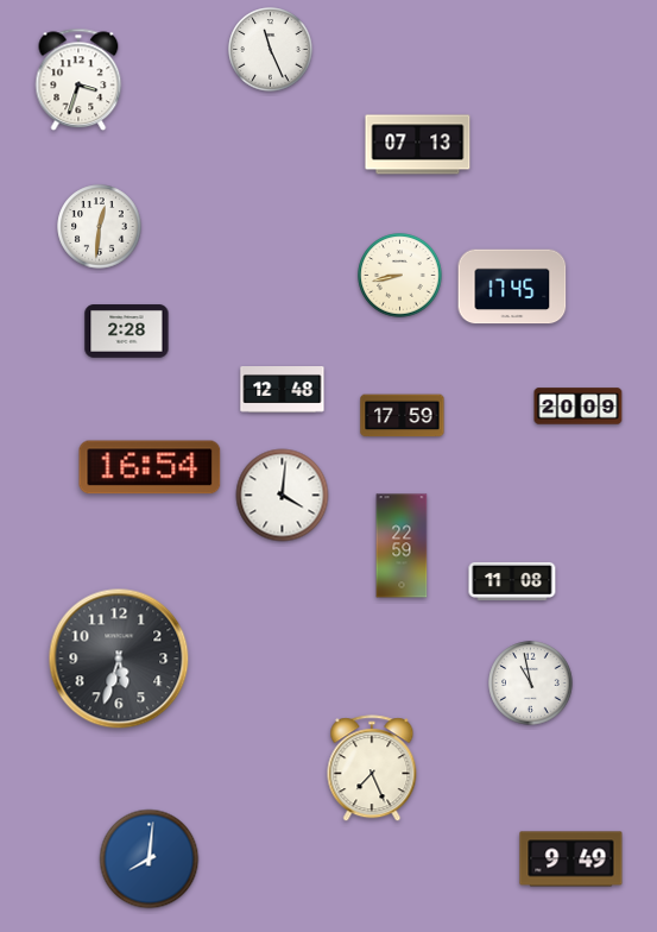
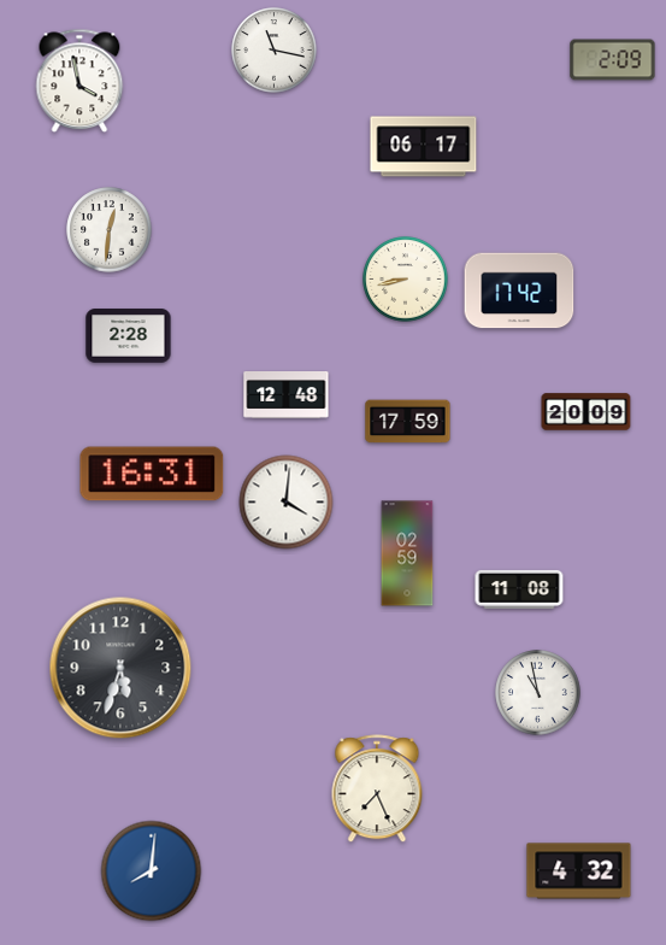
clock at (271, 50): 11:26 -> 11:17
clock at (613, 60): none -> 2:09
clock at (78, 80): 3:33 -> 3:58
clock at (418, 145): 07:13 -> 06:17
clock at (100, 227) position: (100, 227) -> (110, 230)
clock at (512, 286): 17:45 -> 17:42
clock at (150, 467): 16:54 -> 16:31
clock at (402, 546): 22:59 -> 02:59
clock at (372, 769) position: (372, 769) -> (377, 790)
clock at (571, 859): 9:49 -> 4:32
